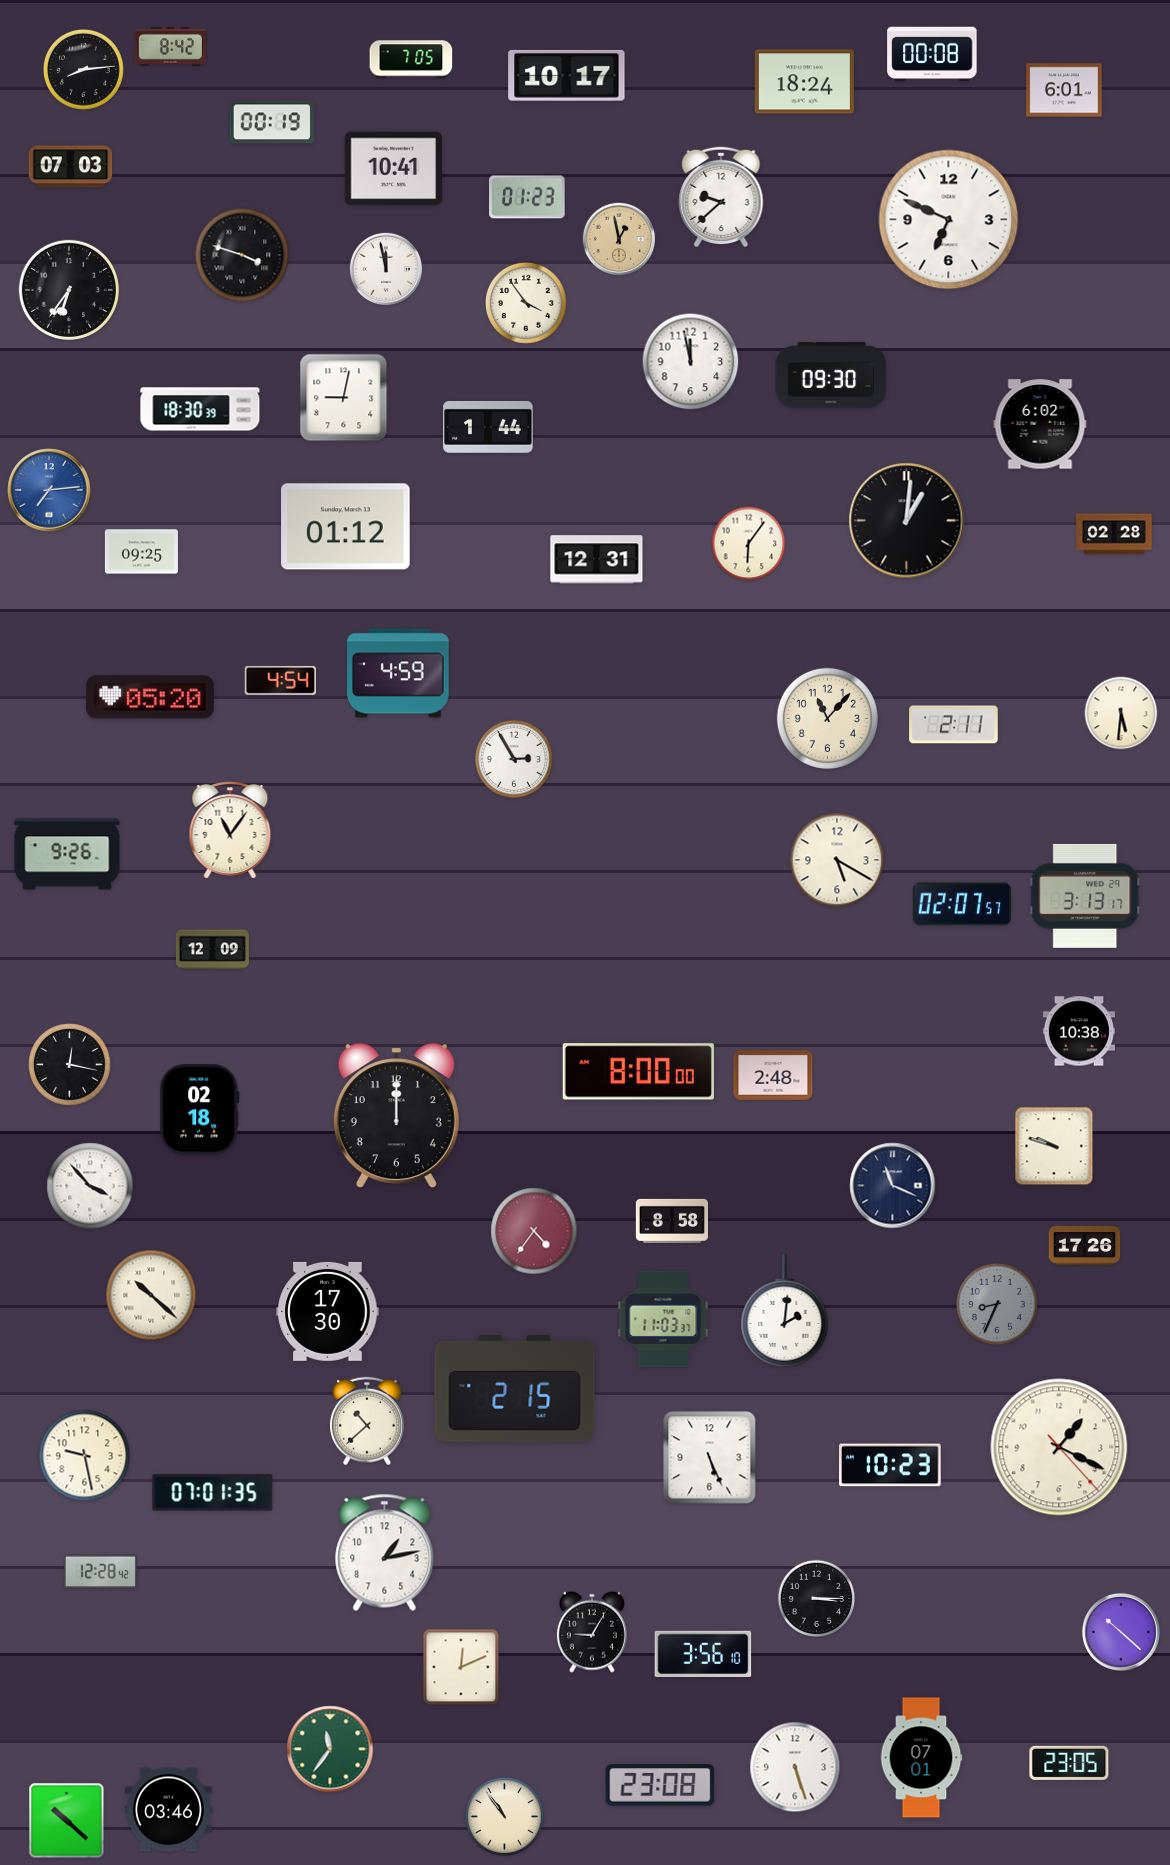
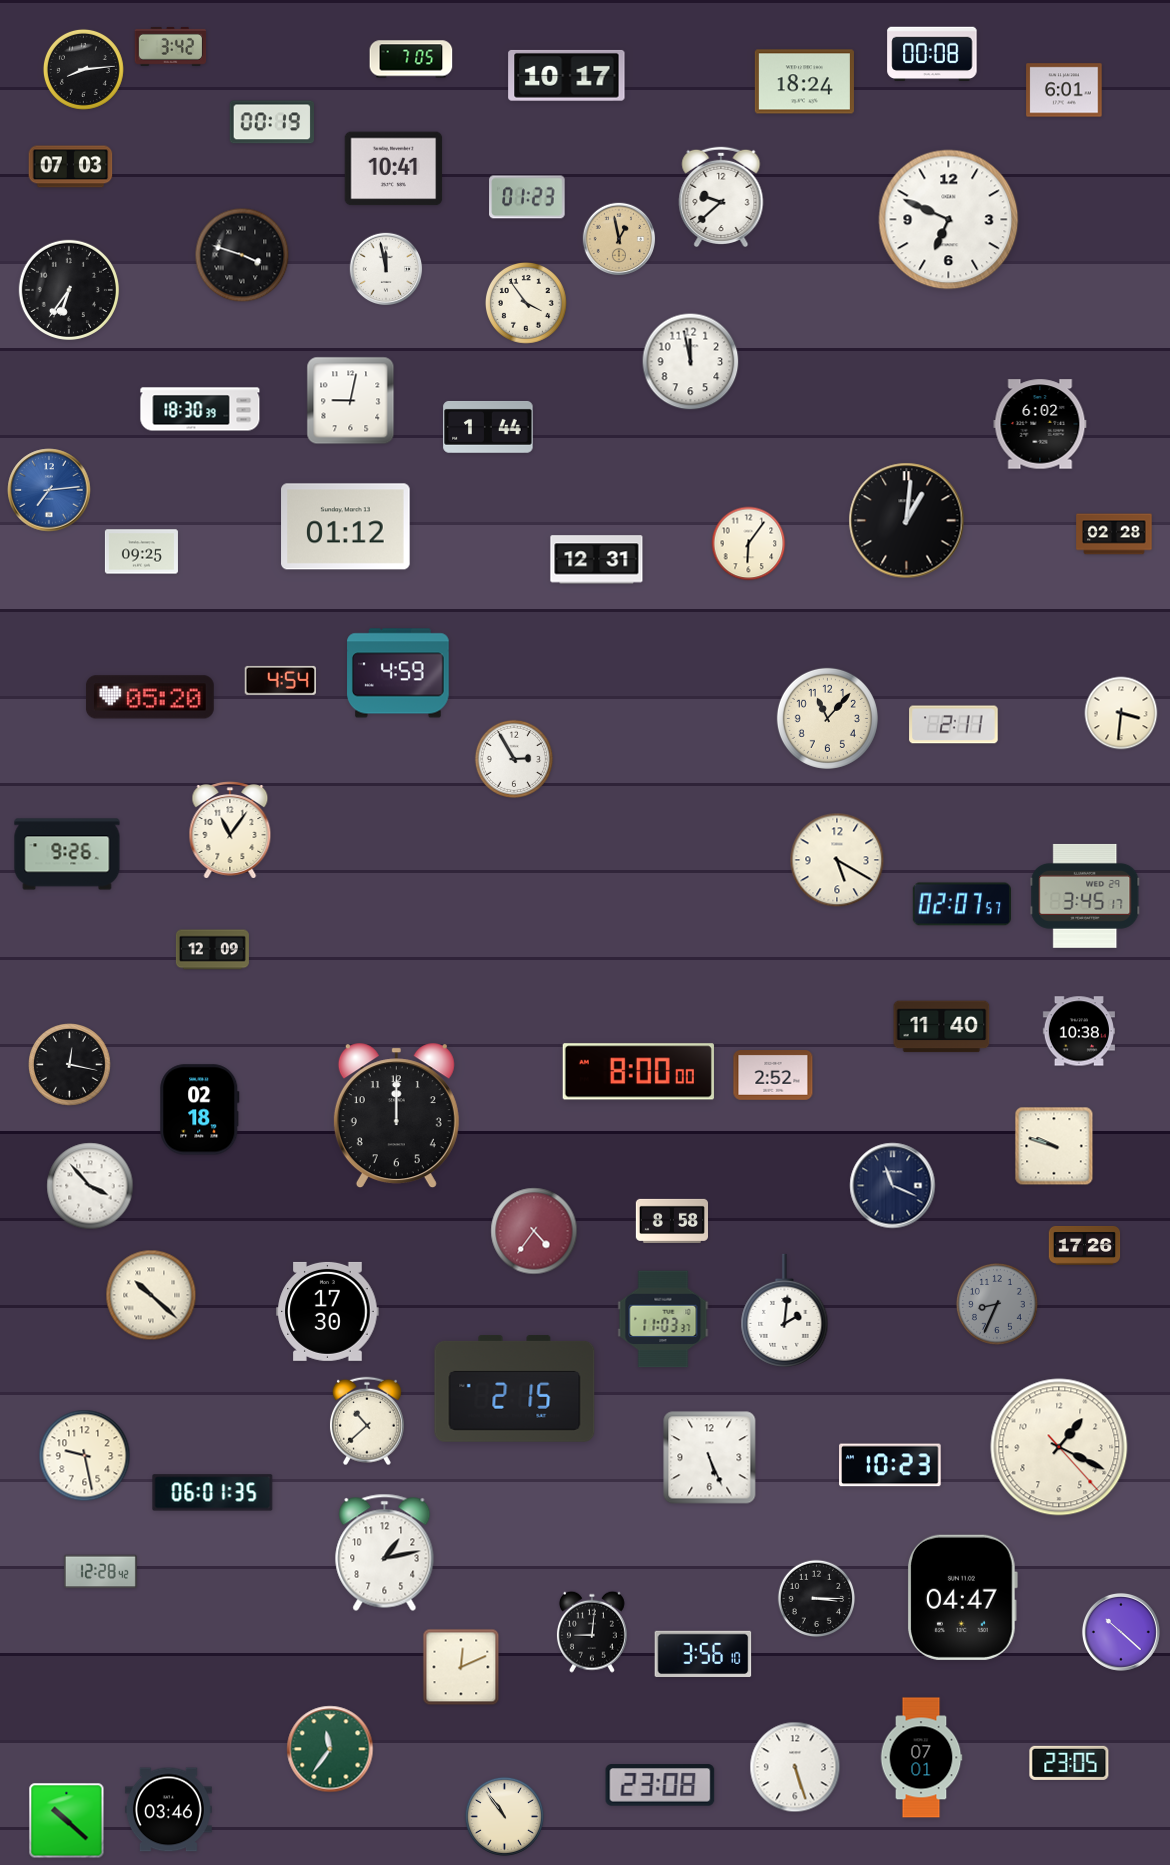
clock at (171, 46): 8:42 -> 3:42
clock at (831, 375): 09:30 -> none
clock at (344, 398) position: (344, 398) -> (351, 401)
clock at (1121, 713): 5:31 -> 3:31
clock at (1085, 896): 3:13 -> 3:45
clock at (942, 1027): none -> 11:40
clock at (773, 1076): 2:48 -> 2:52
clock at (213, 1493): 07:01 -> 06:01
clock at (963, 1597): none -> 04:47
clock at (592, 1632): 9:05 -> 9:01
